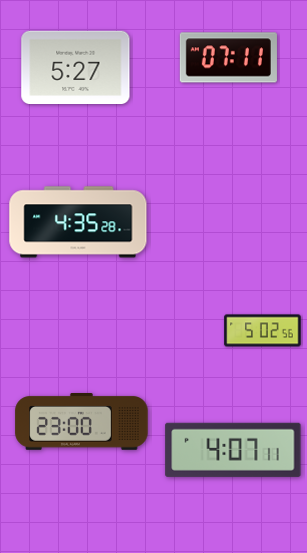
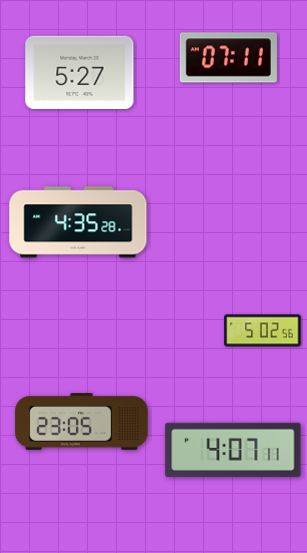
clock at (76, 67) position: (76, 67) -> (80, 72)
clock at (82, 422): 23:00 -> 23:05
